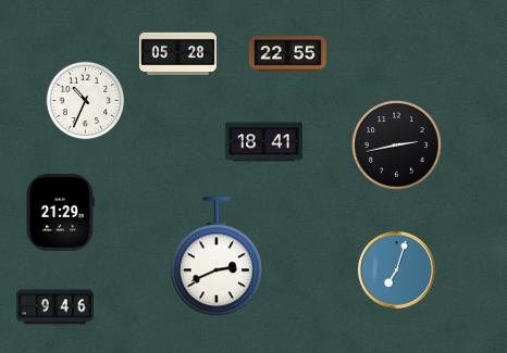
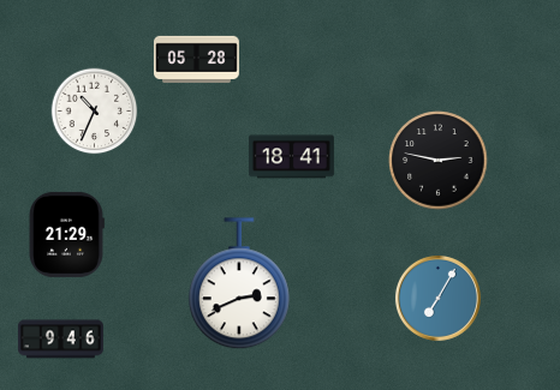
clock at (287, 54): 22:55 -> none
clock at (397, 146): 2:43 -> 2:47
clock at (396, 269): 7:03 -> 7:05
